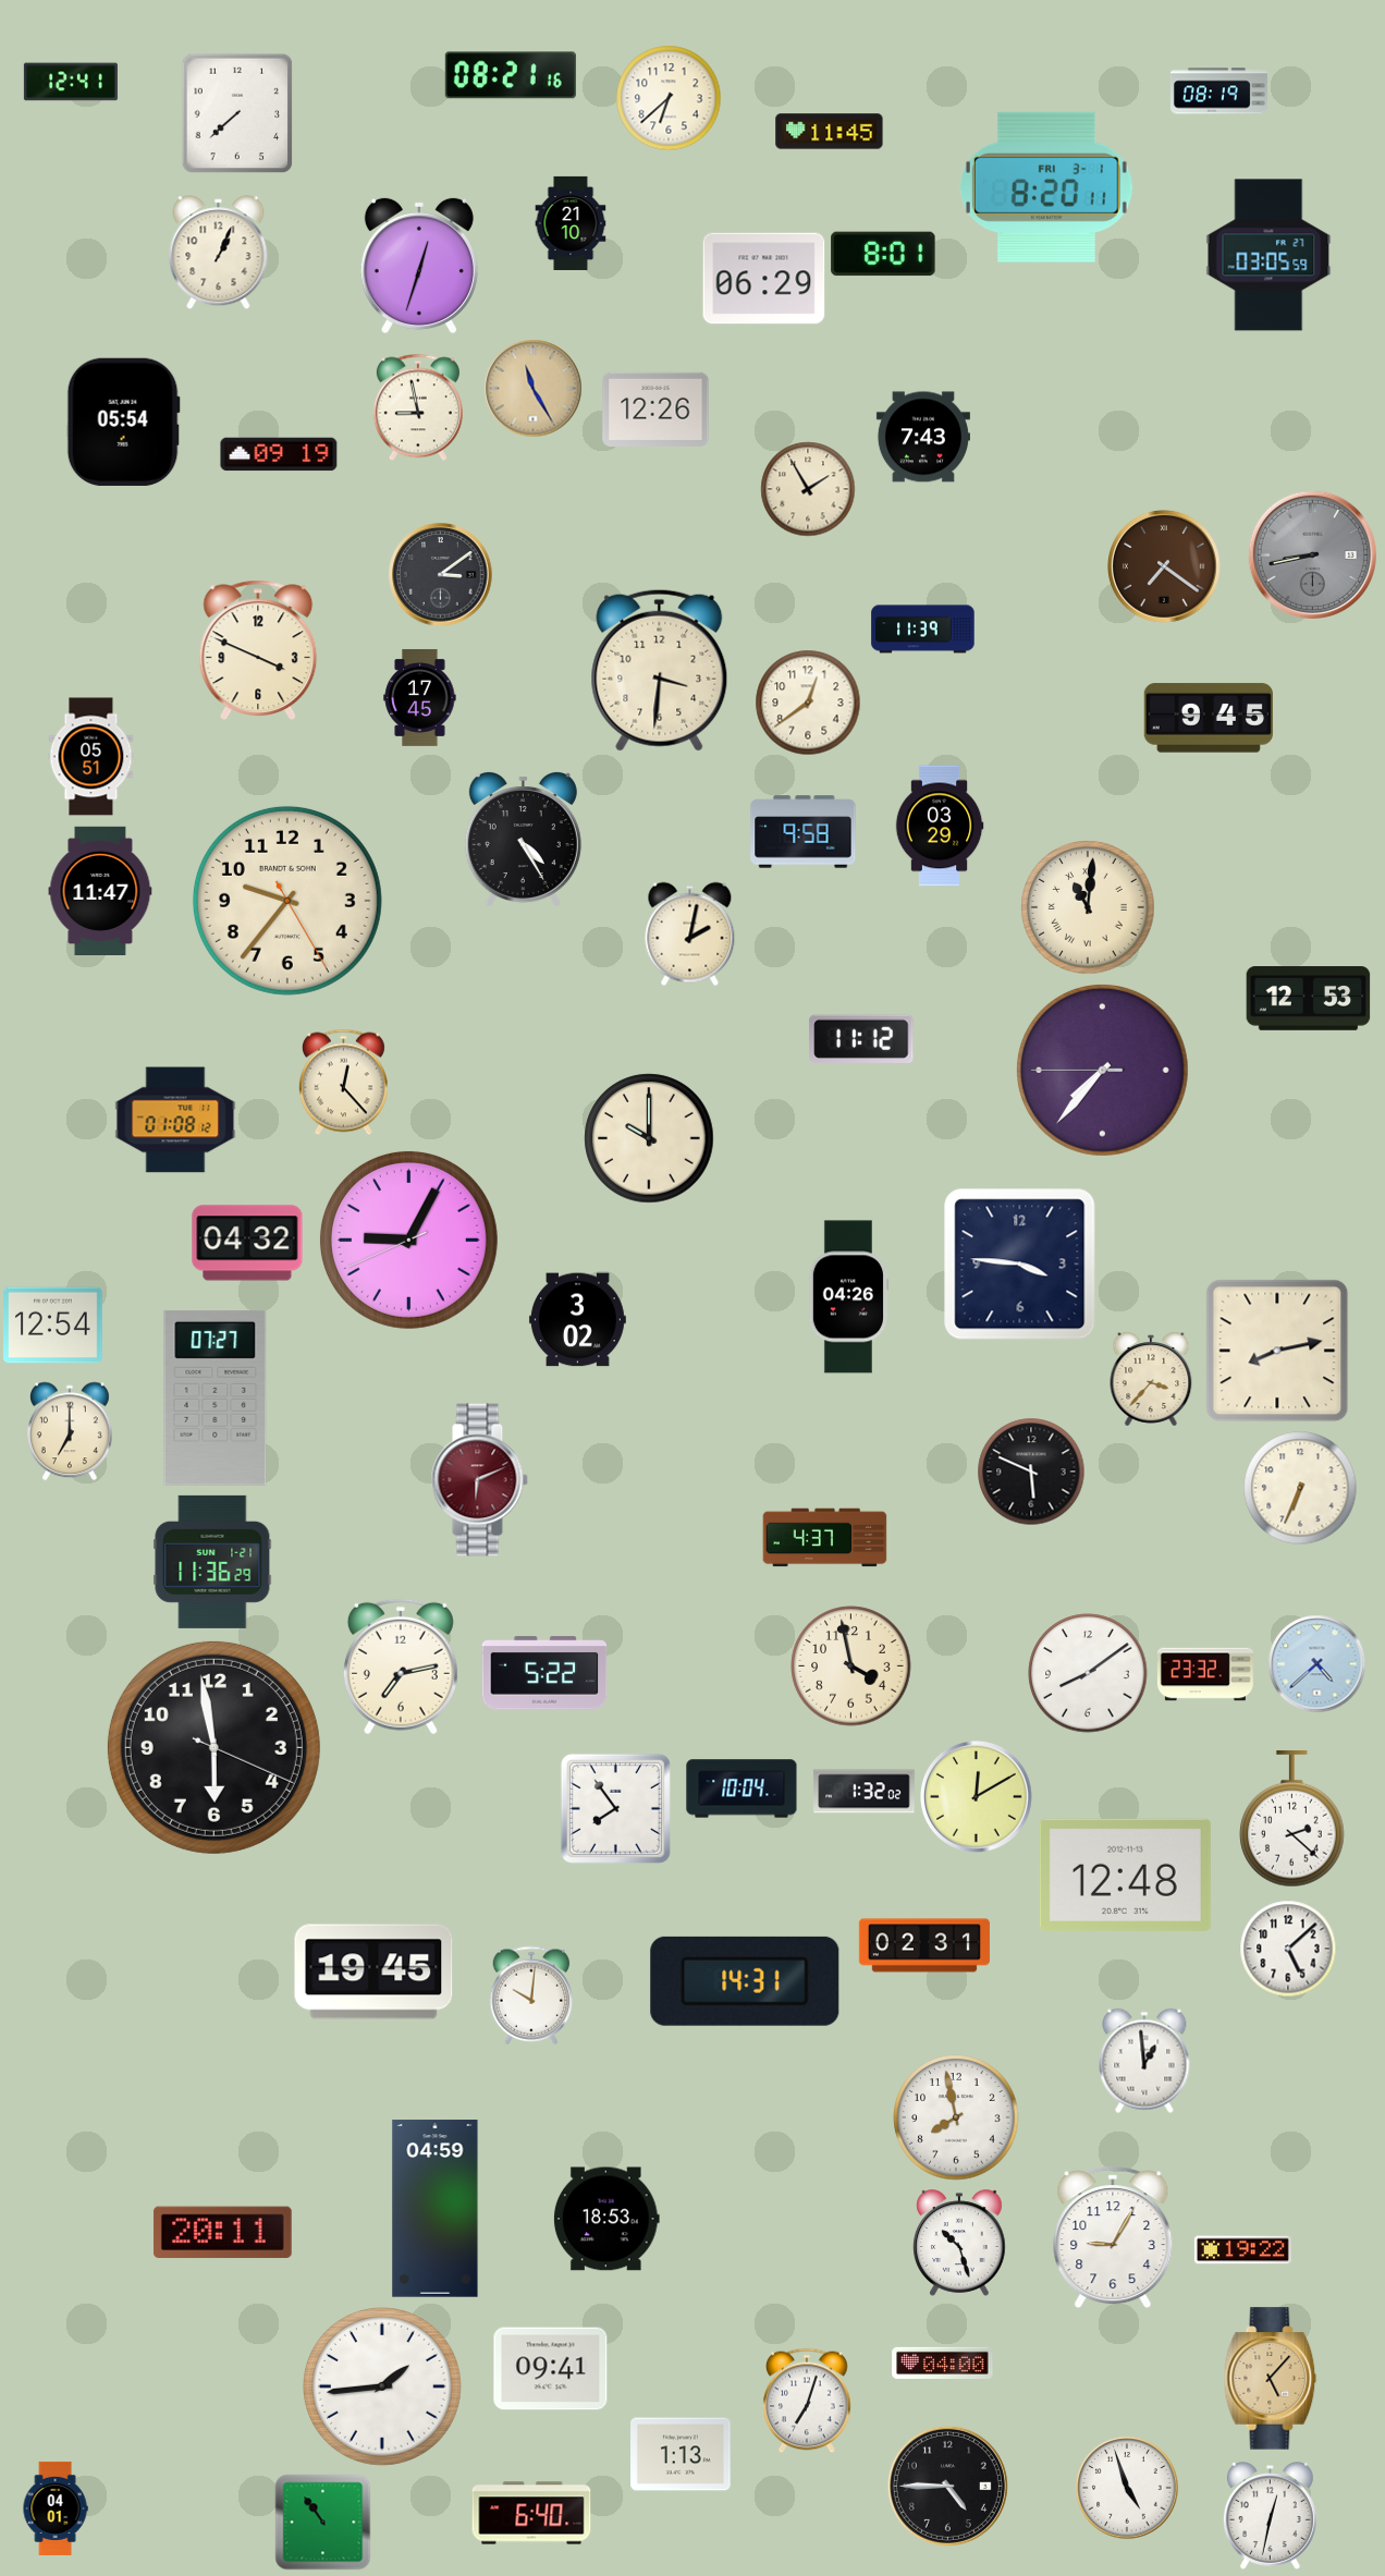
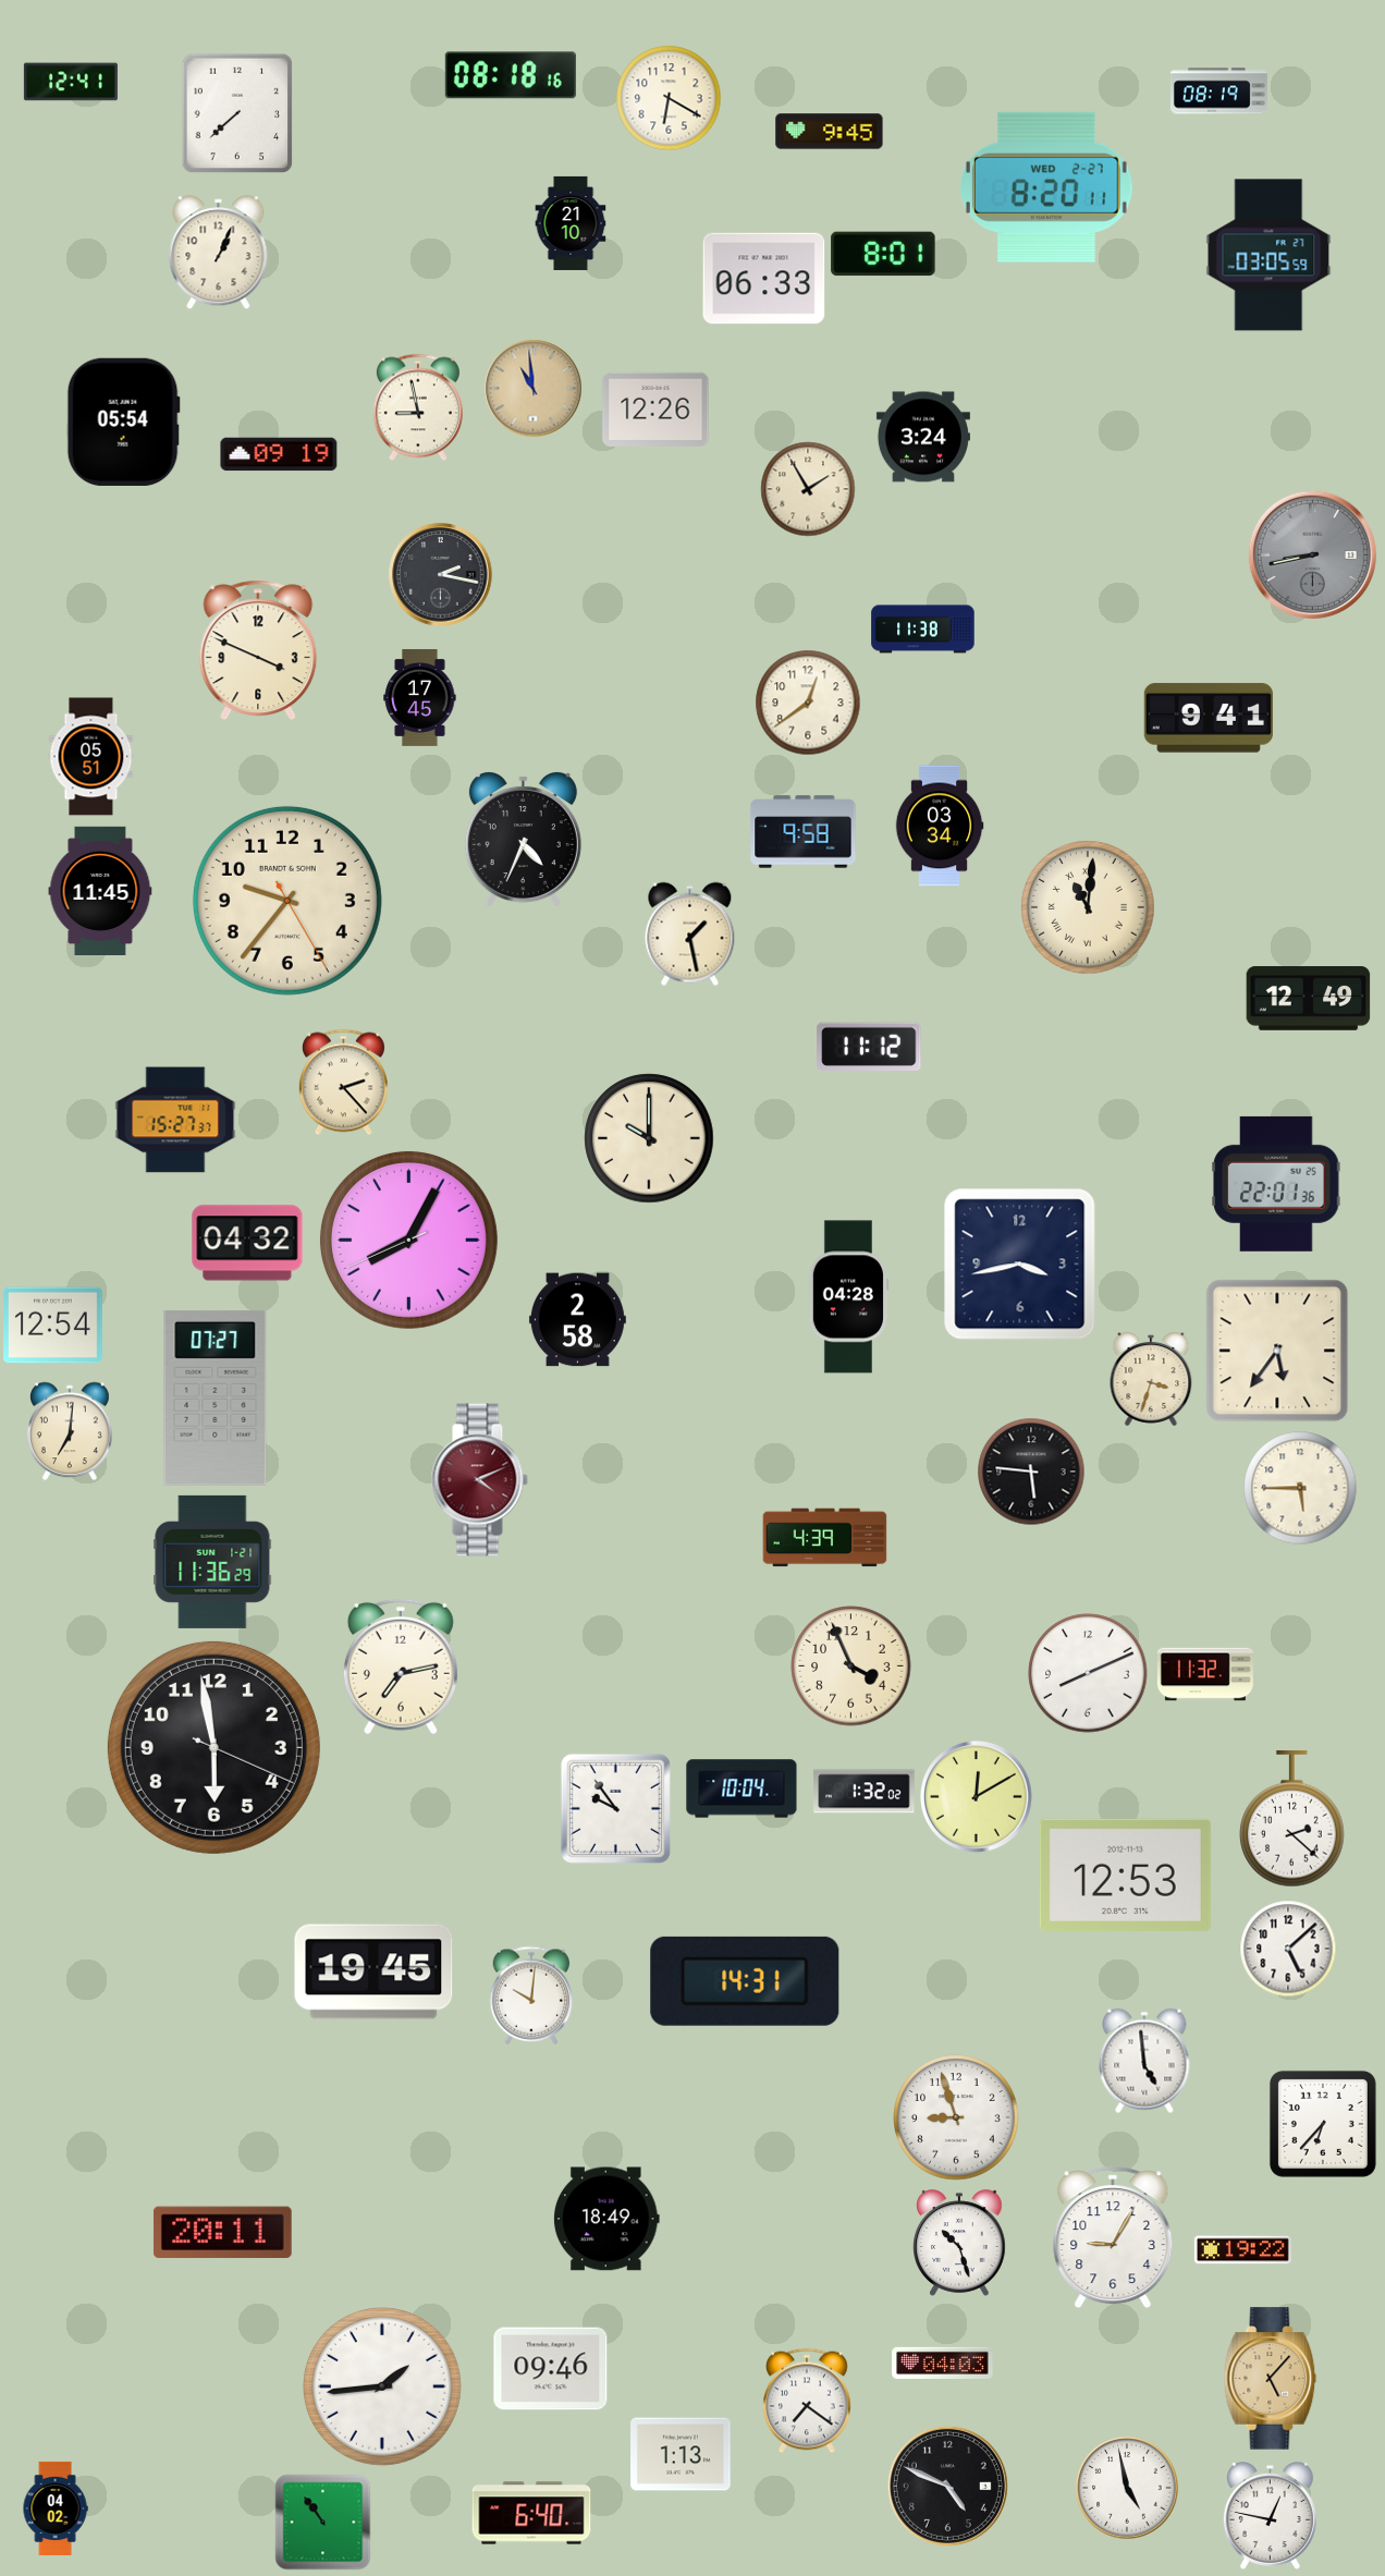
clock at (511, 75): 08:21 -> 08:18
clock at (669, 98): 6:38 -> 6:20
clock at (830, 132): 11:45 -> 9:45
clock at (1046, 187) date: FRI 3-1 -> WED 2-27
clock at (419, 266): 12:33 -> none
clock at (764, 279): 06:29 -> 06:33
clock at (534, 389): 11:25 -> 10:59
clock at (923, 437): 7:43 -> 3:24
clock at (1164, 566): 7:21 -> none
clock at (441, 575): 3:09 -> 2:17
clock at (923, 630): 11:39 -> 11:38
clock at (660, 670): 3:31 -> none
clock at (1209, 718): 9:45 -> 9:41
clock at (940, 826): 03:29 -> 03:34
clock at (523, 839): 4:25 -> 4:34
clock at (100, 890): 11:47 -> 11:45
clock at (690, 935): 2:02 -> 1:28
clock at (1309, 999): 12:53 -> 12:49
clock at (861, 1039) position: (861, 1039) -> (869, 1047)
clock at (1102, 1070): 7:36 -> none
clock at (343, 1083): 12:23 -> 2:23
clock at (175, 1120): 01:08 -> 15:27
clock at (1276, 1184): none -> 22:01
clock at (408, 1240): 9:04 -> 8:04
clock at (1020, 1265): 3:46 -> 3:43
clock at (848, 1297): 04:26 -> 04:28
clock at (577, 1320): 3:02 -> 2:58
clock at (1277, 1351): 8:13 -> 5:36
clock at (1151, 1379): 3:37 -> 3:33
clock at (71, 1431): 7:00 -> 7:01
clock at (1031, 1472): 5:49 -> 5:46
clock at (479, 1480): 6:11 -> 4:11
clock at (1300, 1488): 6:34 -> 5:45
clock at (825, 1538): 4:37 -> 4:39
clock at (1317, 1664): 4:38 -> none
clock at (851, 1667): 3:58 -> 3:56
clock at (544, 1673): 5:22 -> none
clock at (1088, 1673): 8:09 -> 8:11
clock at (1205, 1674): 23:32 -> 11:32
clock at (615, 1808): 7:54 -> 9:54
clock at (1125, 1875): 12:48 -> 12:53
clock at (924, 1945): 02:31 -> none
clock at (1144, 2061): 12:59 -> 4:59
clock at (956, 2117): 7:58 -> 8:57
clock at (1323, 2124): none -> 6:37
clock at (436, 2209): 04:59 -> none
clock at (606, 2219): 18:53 -> 18:49
clock at (943, 2363): 04:00 -> 04:03
clock at (551, 2369): 09:41 -> 09:46
clock at (808, 2401): 7:03 -> 7:21
clock at (947, 2486): 4:45 -> 4:49
clock at (1127, 2488): 4:57 -> 4:58
clock at (56, 2508): 04:01 -> 04:02
clock at (1270, 2516): 12:32 -> 12:47
